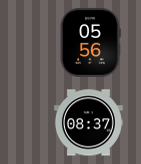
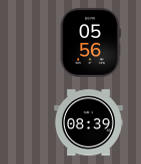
clock at (88, 123): 08:37 -> 08:39
